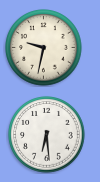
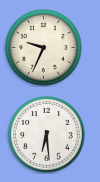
clock at (44, 48): 9:32 -> 9:34
